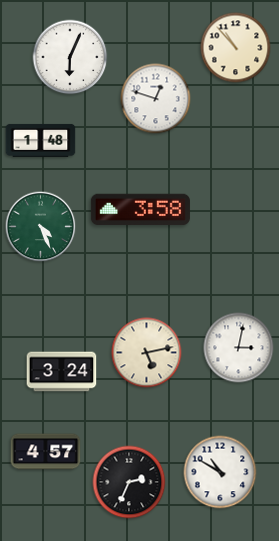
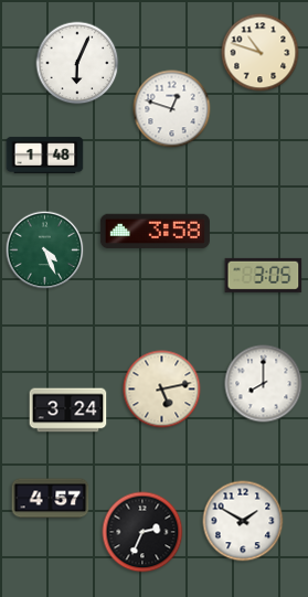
clock at (236, 48): 10:53 -> 10:48
clock at (264, 275): none -> 3:05
clock at (239, 348): 3:02 -> 8:00
clock at (220, 472): 10:50 -> 1:50
